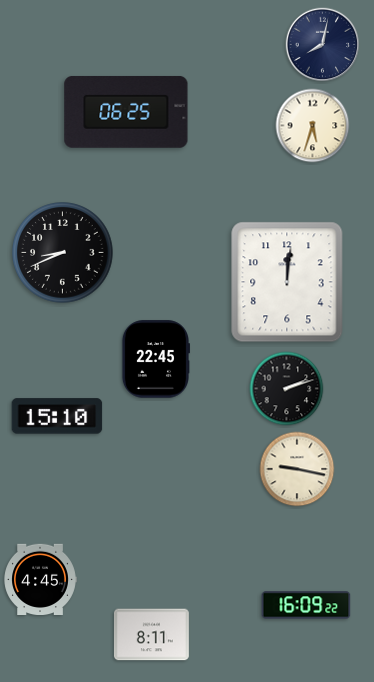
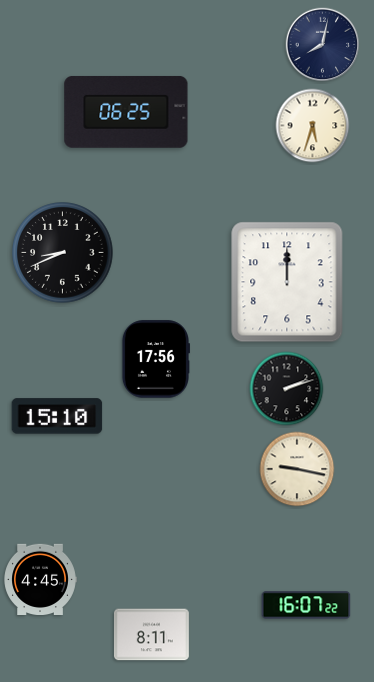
clock at (287, 282): 12:01 -> 12:00
clock at (155, 359): 22:45 -> 17:56
clock at (306, 605): 16:09 -> 16:07
